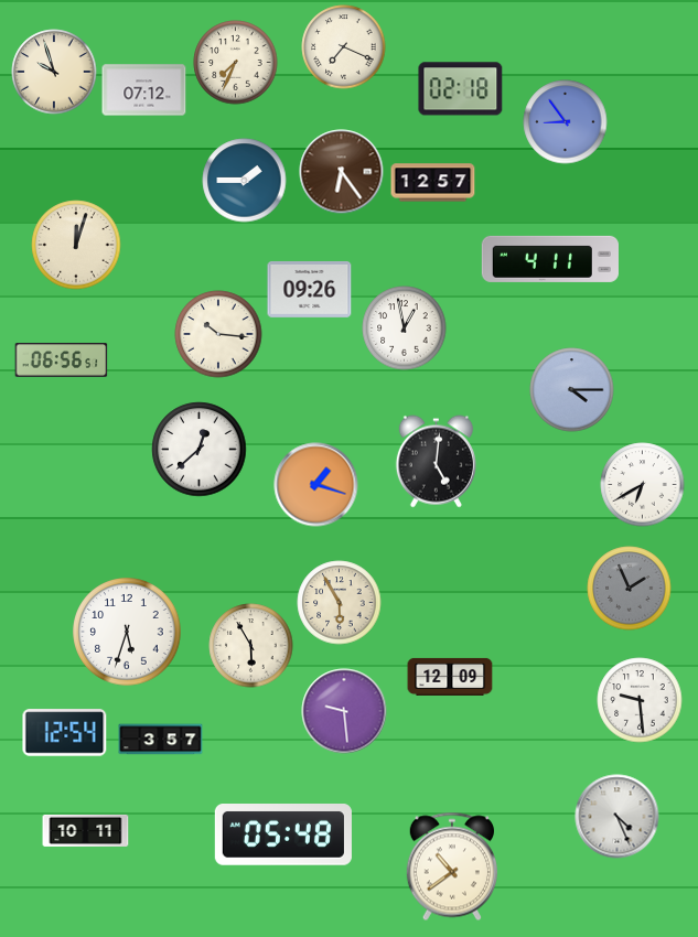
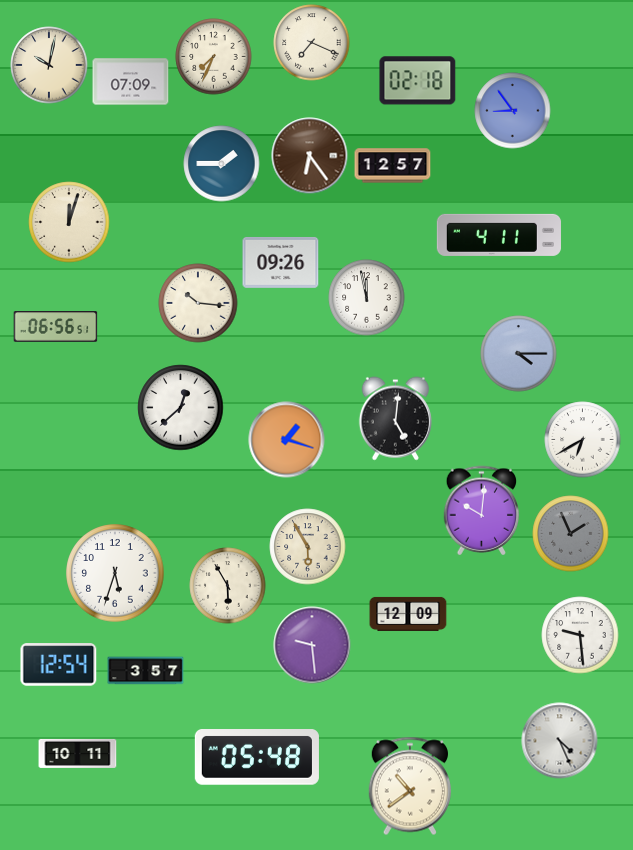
clock at (54, 72): 9:57 -> 10:02
clock at (144, 90): 07:12 -> 07:09
clock at (405, 329): 12:58 -> 11:58
clock at (482, 511): none -> 10:01
